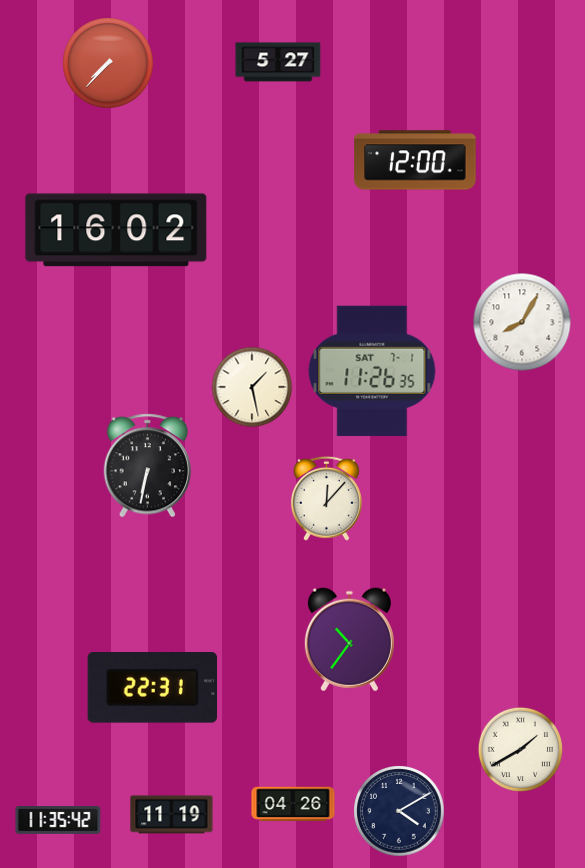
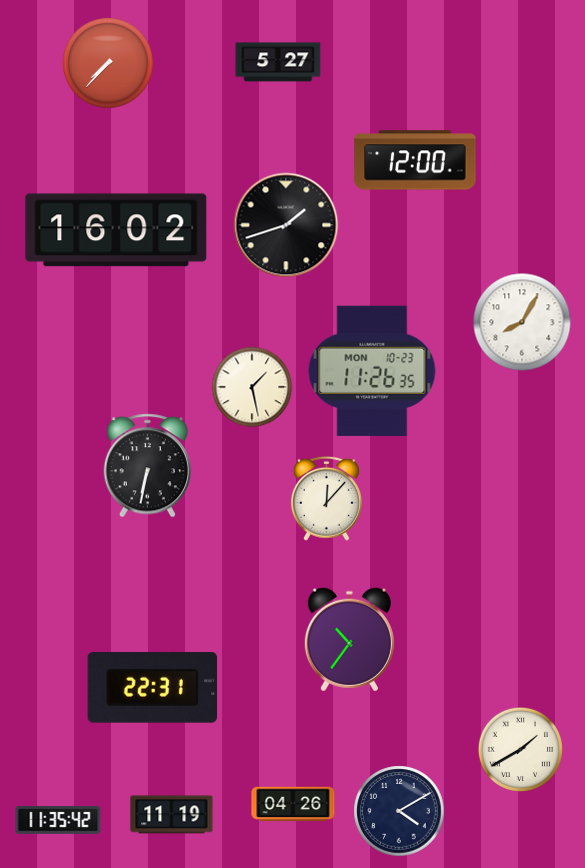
clock at (286, 225): none -> 1:42
clock at (372, 371) date: SAT 7-1 -> MON 10-23
